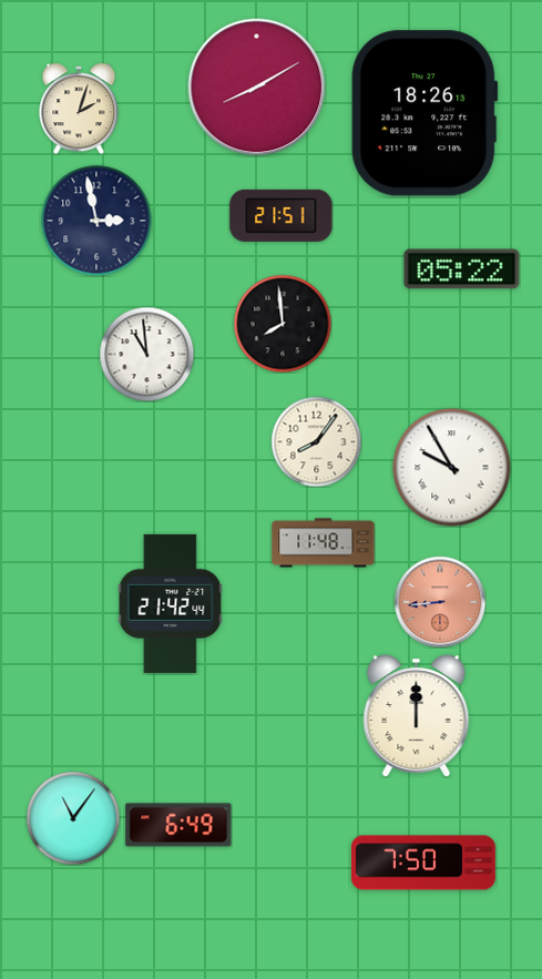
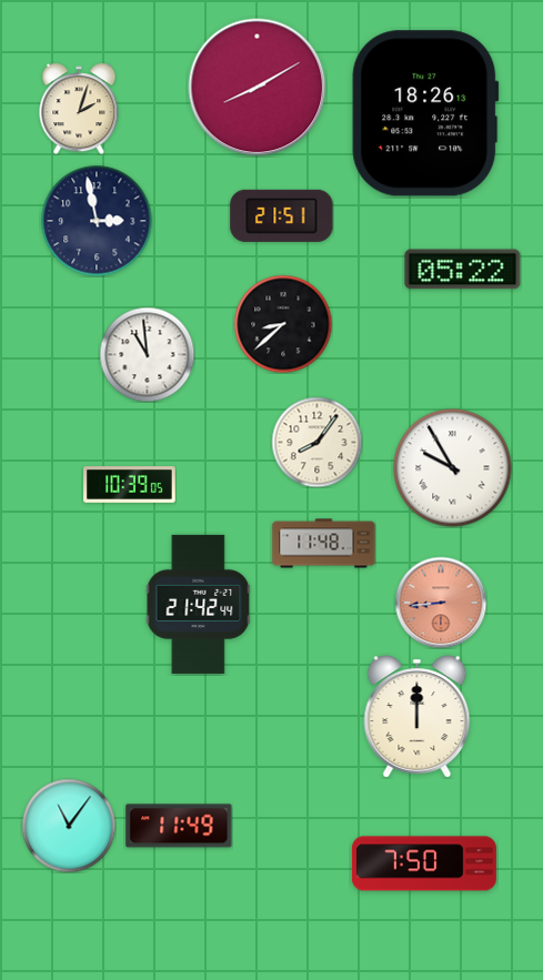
clock at (283, 324): 7:59 -> 8:38
clock at (130, 485): none -> 10:39
clock at (171, 603) position: (171, 603) -> (199, 604)
clock at (73, 818) position: (73, 818) -> (69, 826)
clock at (178, 825): 6:49 -> 11:49
